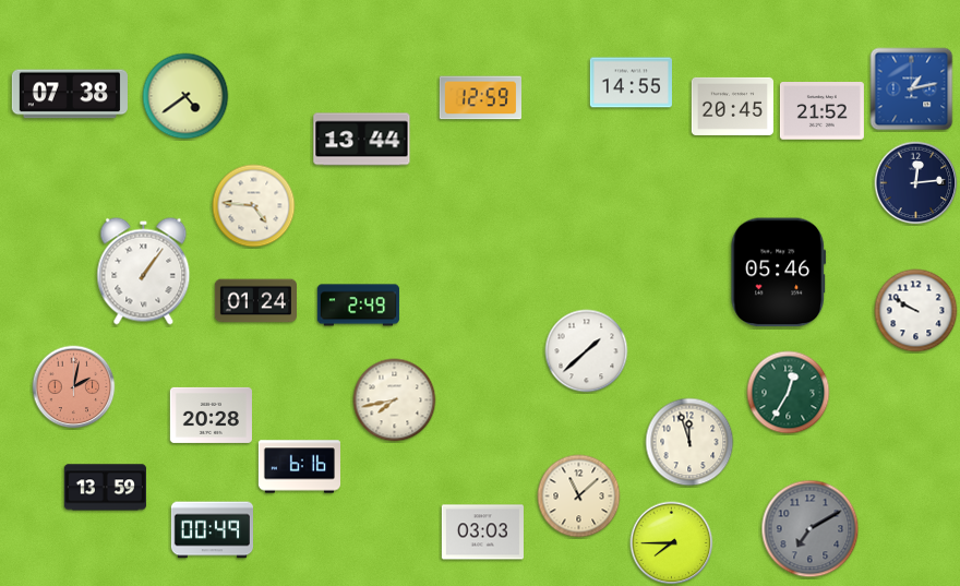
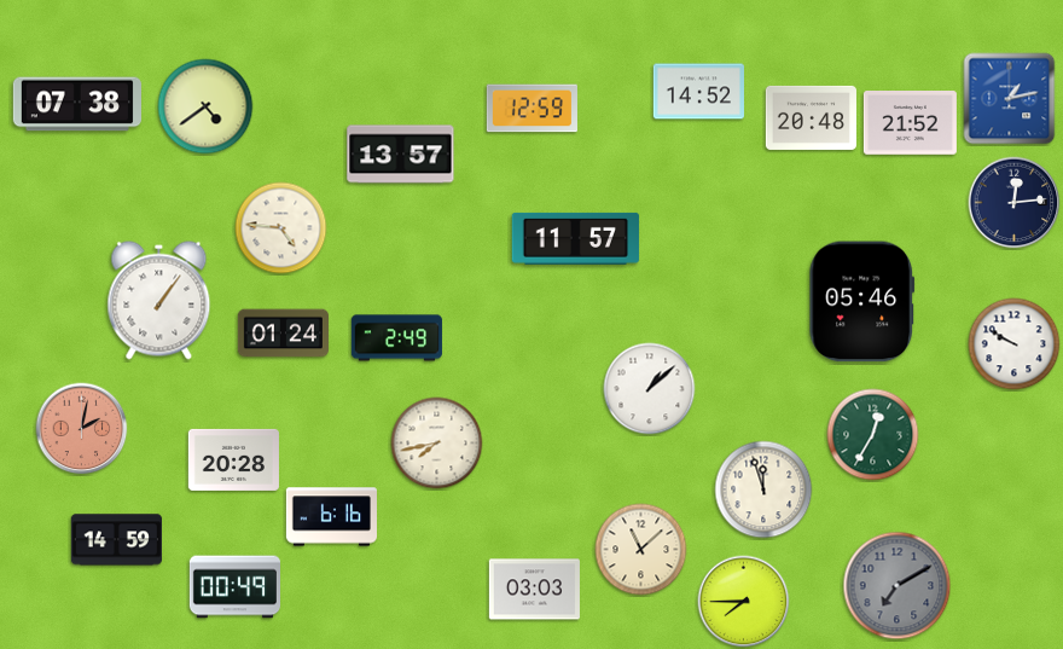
clock at (631, 83): 14:55 -> 14:52
clock at (732, 106): 20:45 -> 20:48
clock at (362, 140): 13:44 -> 13:57
clock at (575, 238): none -> 11:57
clock at (587, 351): 1:38 -> 1:08
clock at (105, 488): 13:59 -> 14:59
